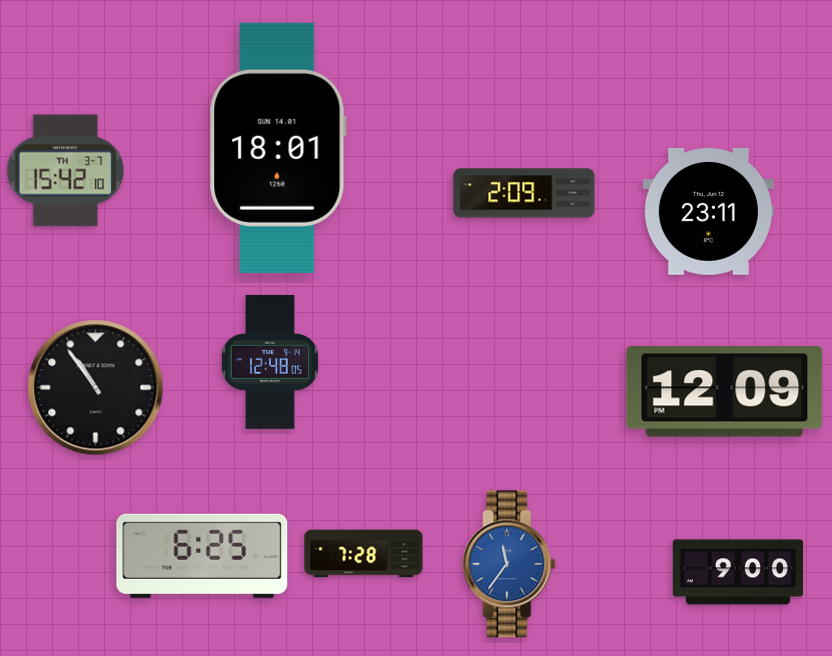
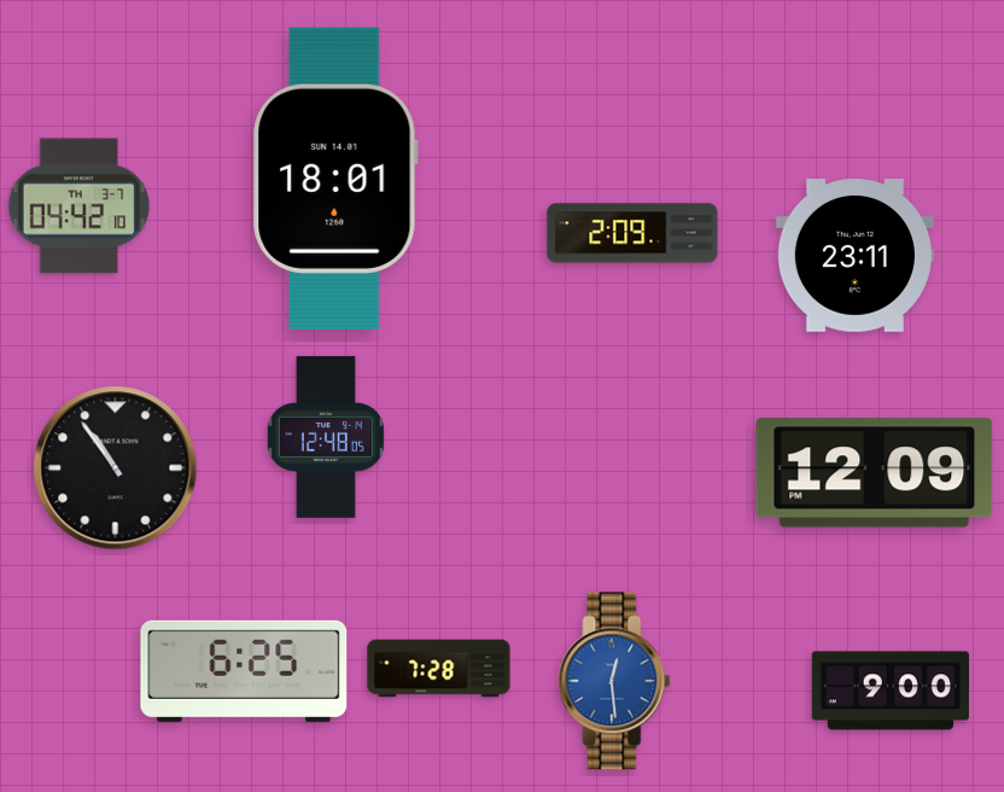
clock at (66, 171): 15:42 -> 04:42
clock at (509, 564): 11:36 -> 12:29
